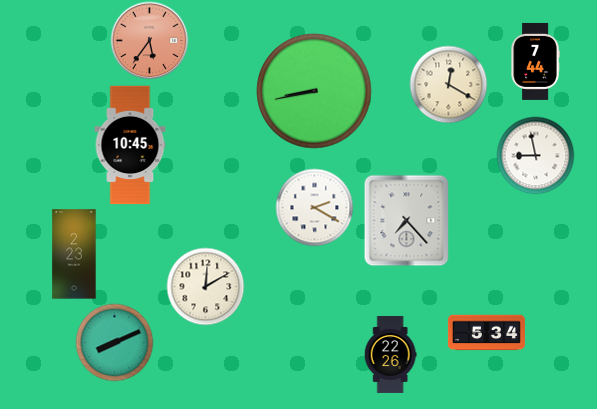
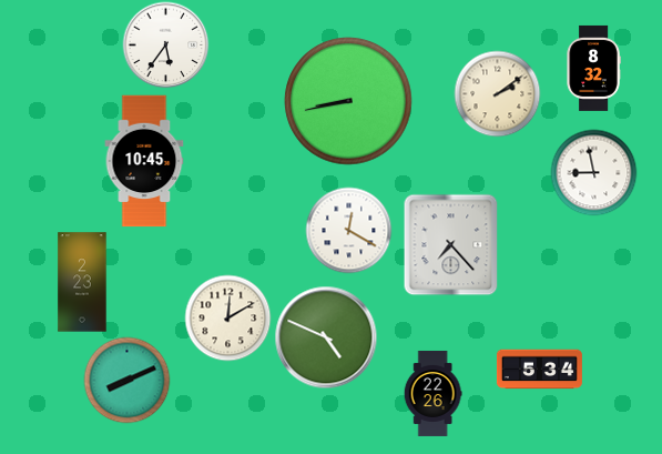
clock at (149, 40) dial: salmon -> white
clock at (535, 61): 7:44 -> 8:32
clock at (448, 84): 12:20 -> 2:09
clock at (314, 207): 2:20 -> 12:20
clock at (326, 337): none -> 4:49
